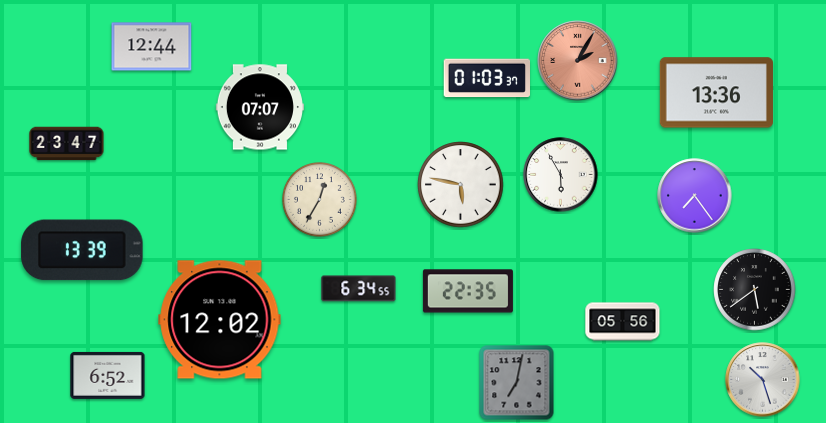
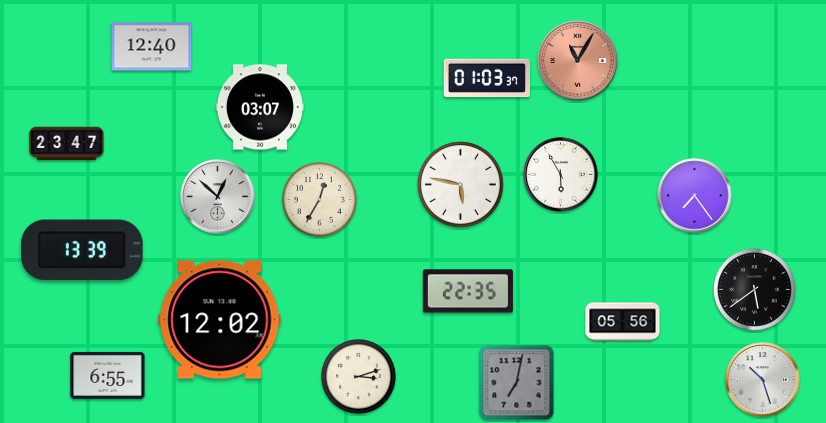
clock at (152, 47): 12:44 -> 12:40
clock at (578, 61): 2:05 -> 11:05
clock at (716, 93): 13:36 -> none
clock at (260, 107): 07:07 -> 03:07
clock at (218, 197): none -> 12:52
clock at (359, 289): 6:34 -> none
clock at (108, 375): 6:52 -> 6:55
clock at (359, 377): none -> 3:12
